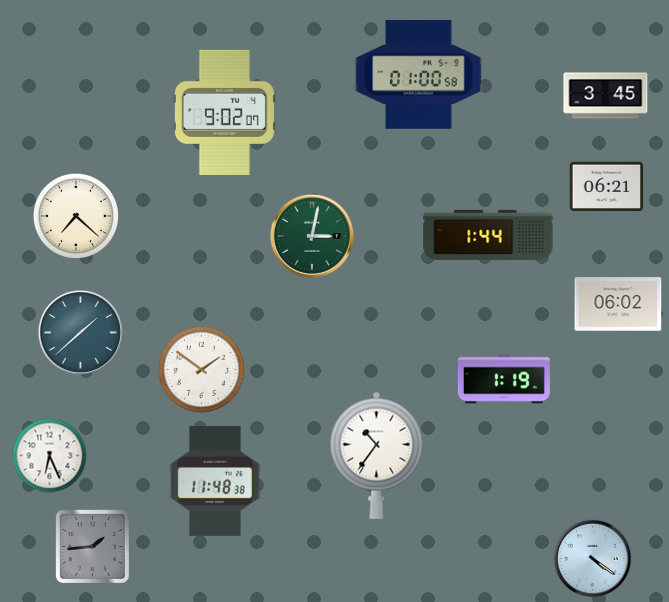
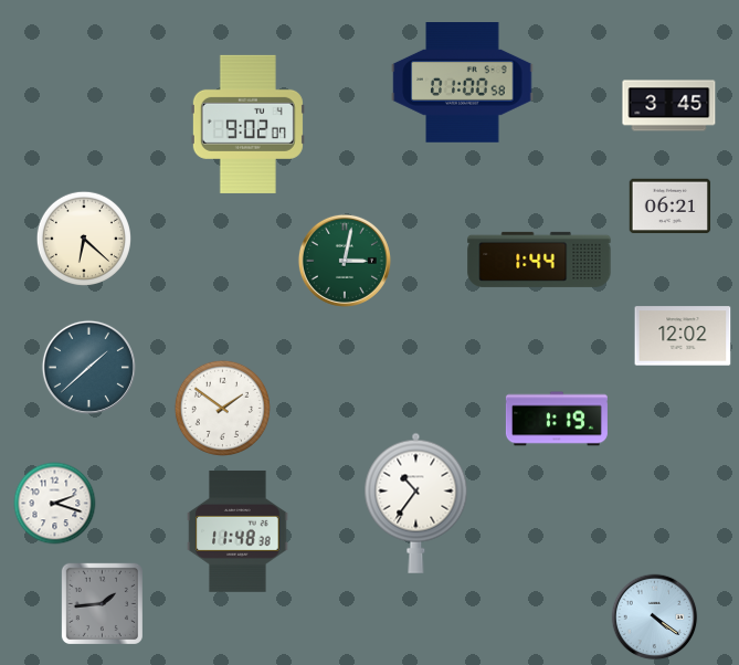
clock at (76, 216): 7:22 -> 6:22
clock at (618, 304): 06:02 -> 12:02
clock at (50, 456): 6:26 -> 2:18
